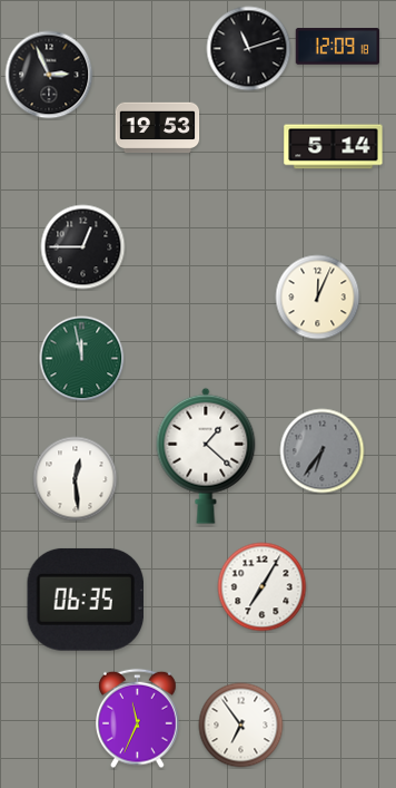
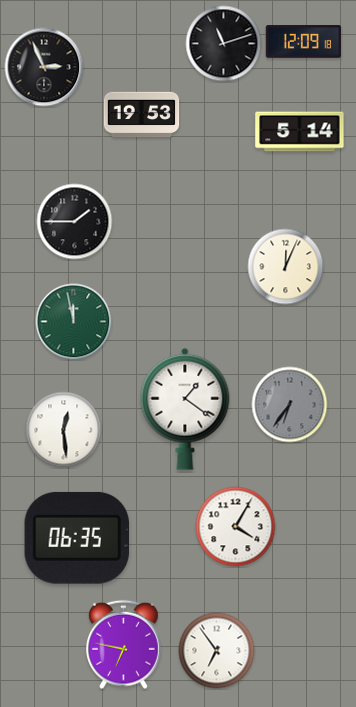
clock at (83, 247): 12:45 -> 1:45
clock at (206, 456): 1:22 -> 1:21
clock at (76, 479) position: (76, 479) -> (64, 430)
clock at (263, 587): 7:05 -> 4:05
clock at (138, 719): 11:34 -> 6:47
